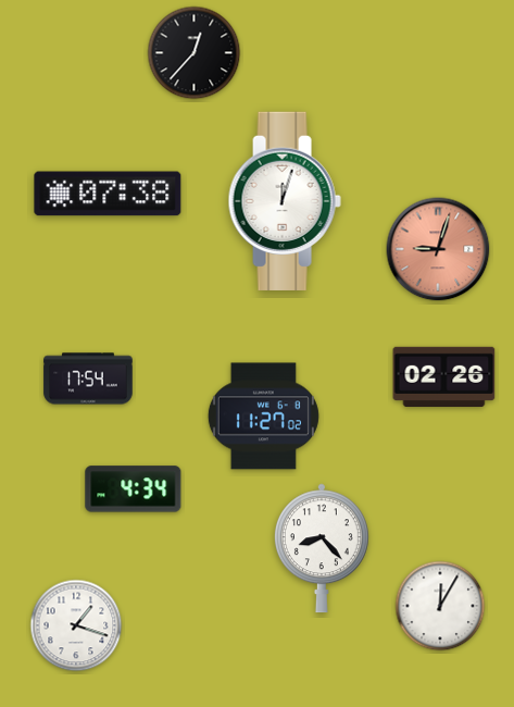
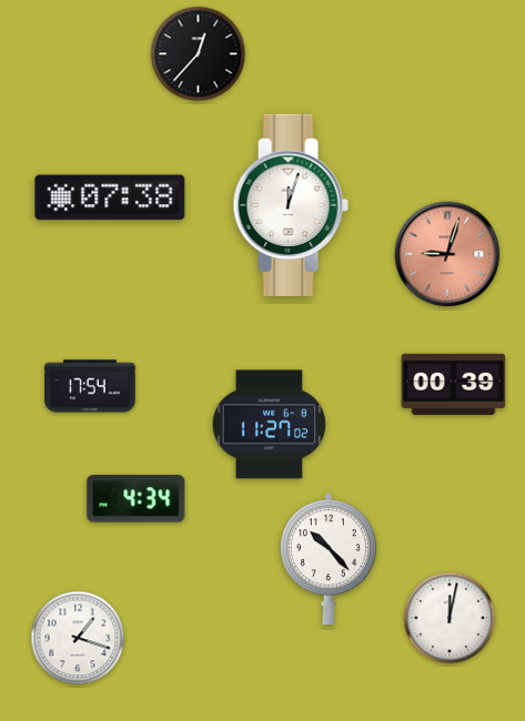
clock at (444, 376): 02:26 -> 00:39
clock at (322, 548): 8:23 -> 10:23
clock at (440, 606): 12:05 -> 12:02
